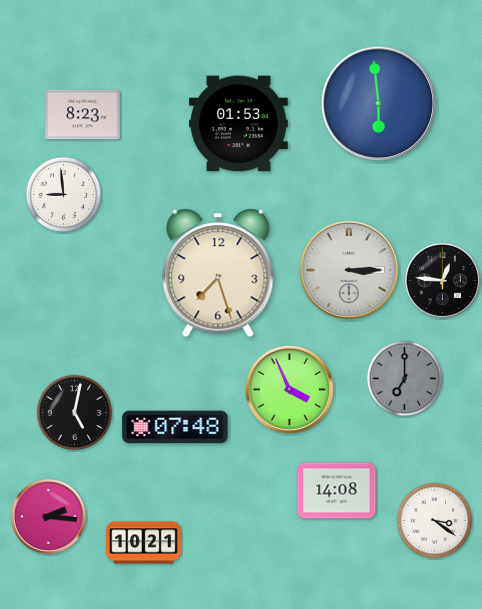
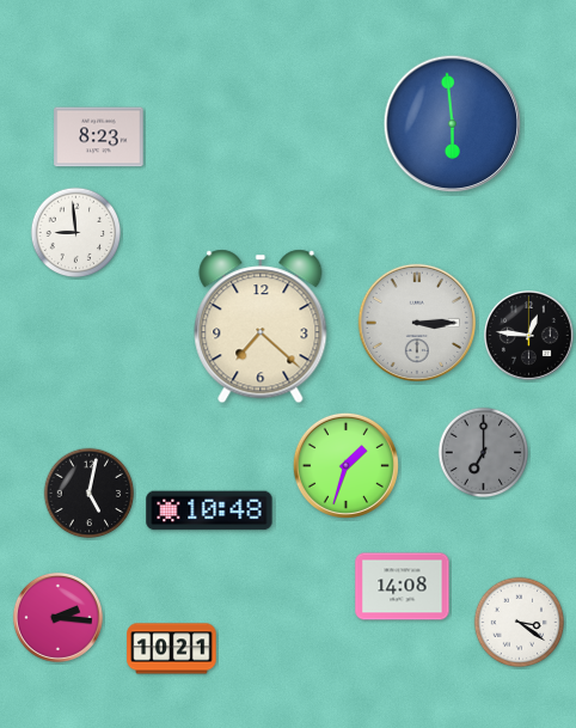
clock at (238, 124): 01:53 -> none
clock at (218, 273): 7:27 -> 7:22
clock at (289, 389): 3:56 -> 1:33
clock at (175, 427): 07:48 -> 10:48
